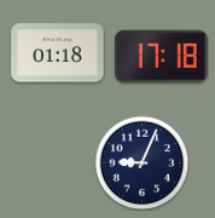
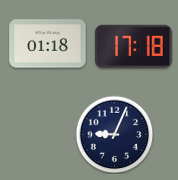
clock at (141, 162) position: (141, 162) -> (114, 134)
